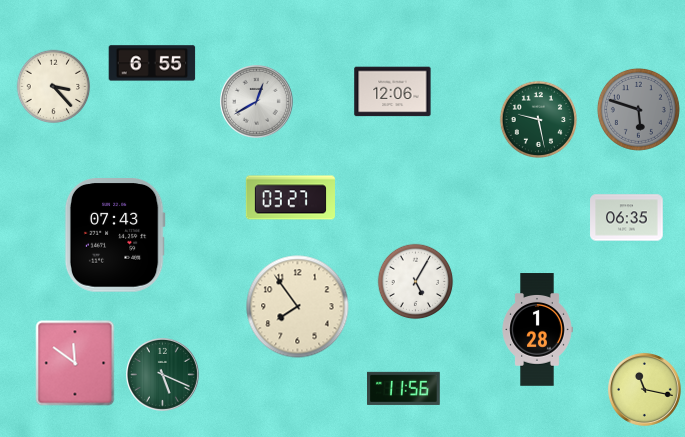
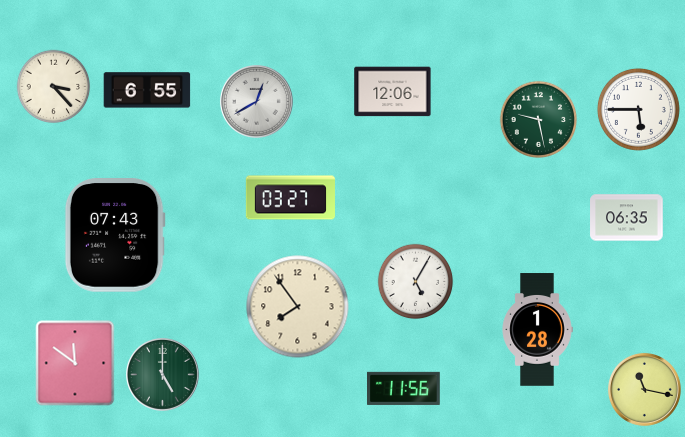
clock at (152, 63) position: (152, 63) -> (147, 90)
clock at (638, 109): 5:48 -> 5:45
clock at (638, 109) dial: grey -> white
clock at (162, 374): 5:19 -> 5:00
